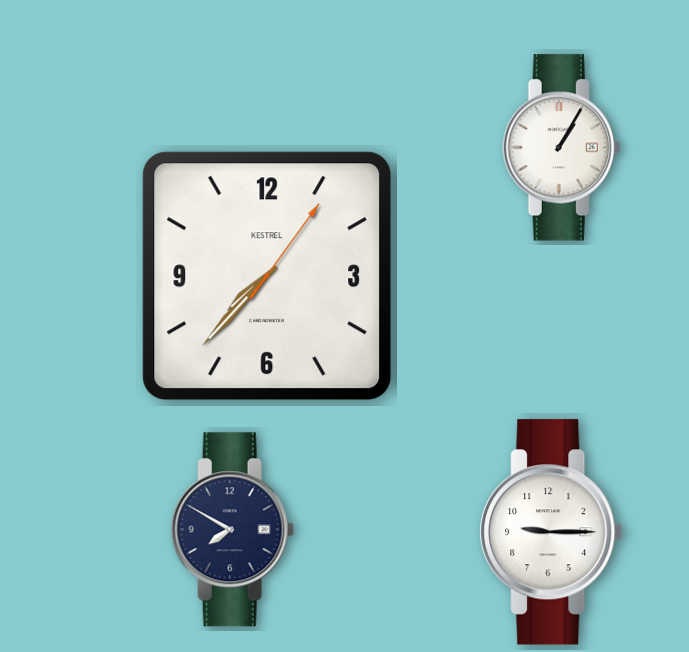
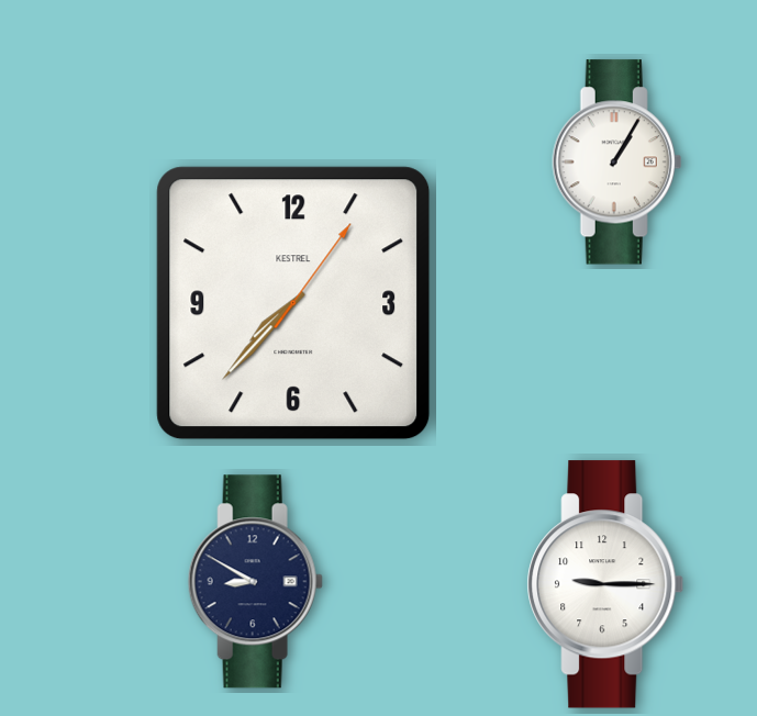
clock at (232, 530): 7:50 -> 8:50
